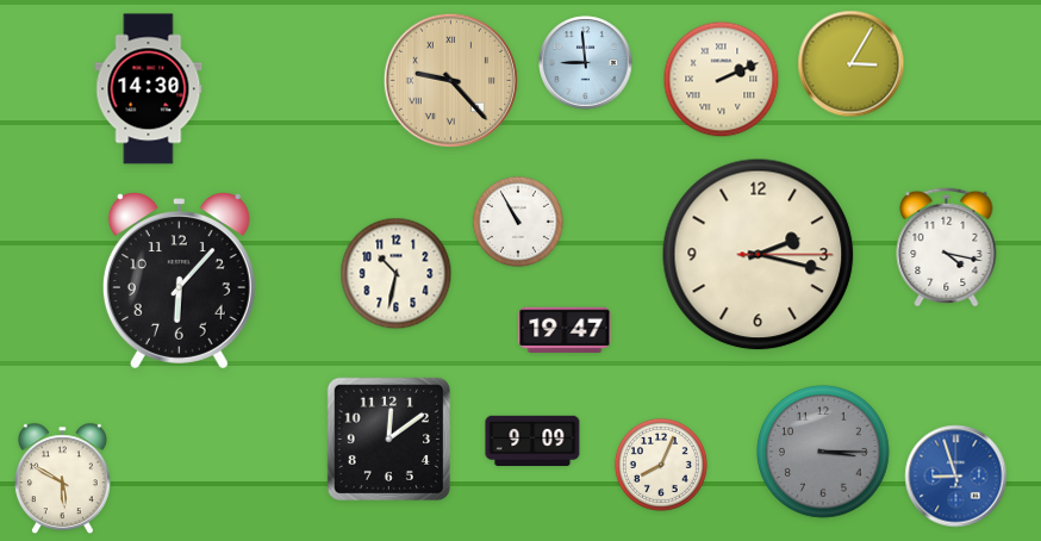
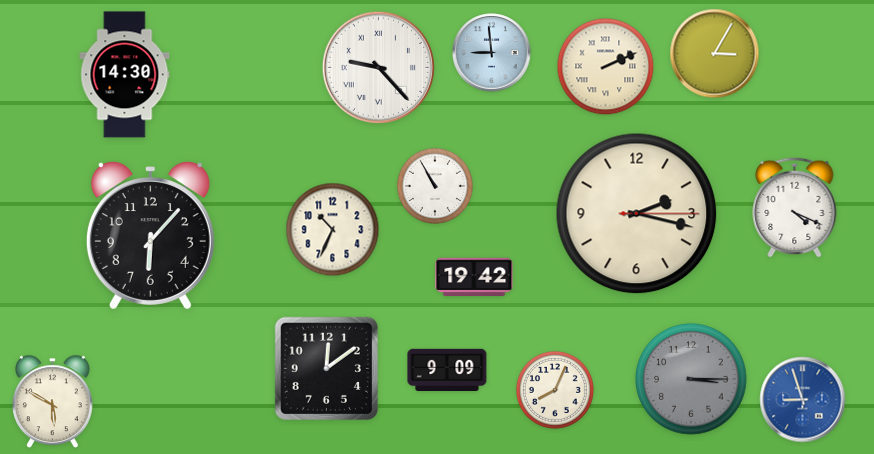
clock at (450, 80) dial: champagne -> white
clock at (947, 247): 4:17 -> 4:19
clock at (397, 274): 10:32 -> 10:34
clock at (565, 329): 19:47 -> 19:42
